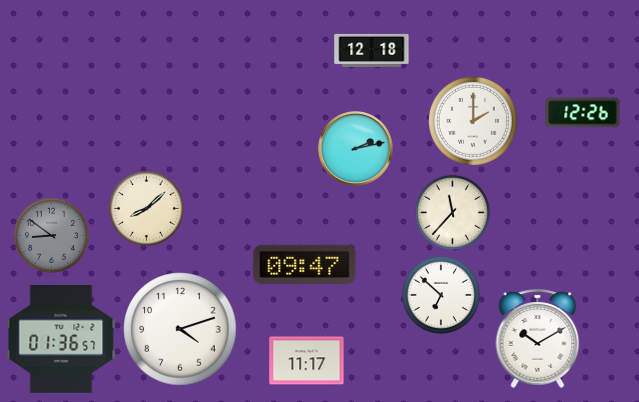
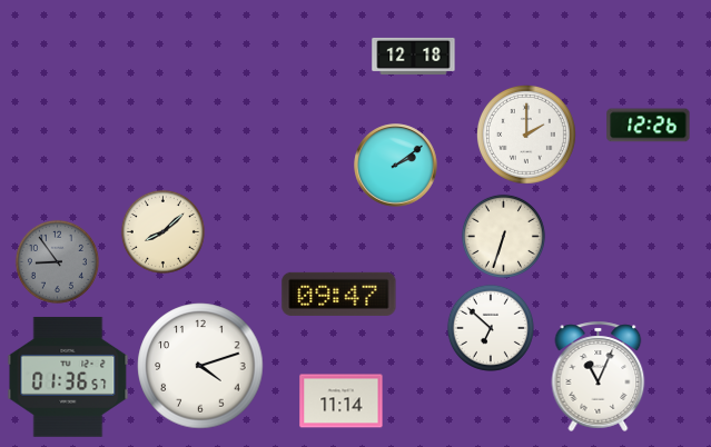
clock at (356, 149): 2:13 -> 2:09
clock at (452, 212): 11:37 -> 6:33
clock at (51, 235): 8:51 -> 8:54
clock at (538, 338): 10:10 -> 11:04
clock at (307, 361): 11:17 -> 11:14
